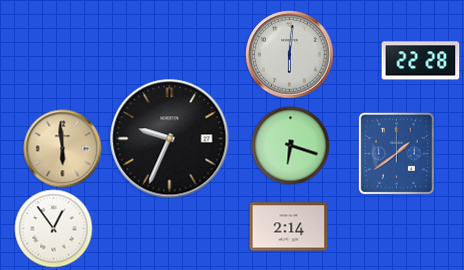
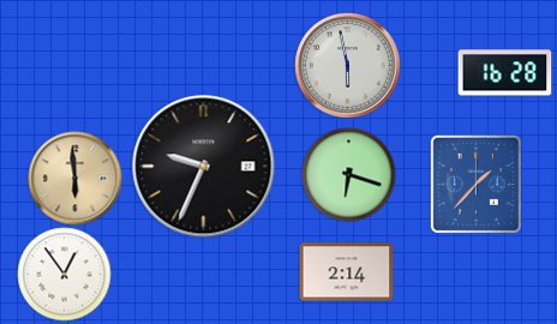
clock at (289, 54): 6:01 -> 5:58
clock at (420, 61): 22:28 -> 16:28
clock at (396, 153): 1:39 -> 1:37
